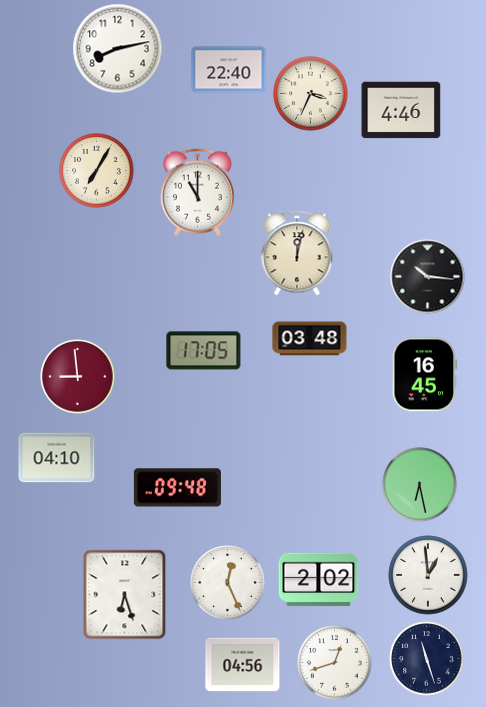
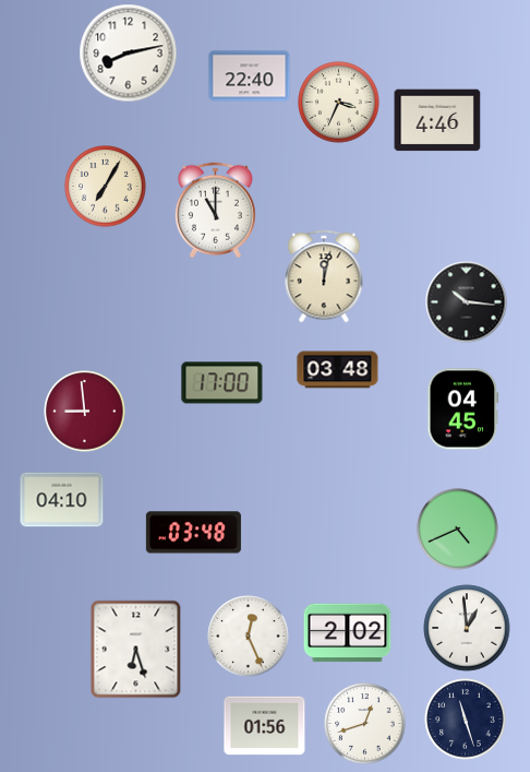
clock at (204, 351): 17:05 -> 17:00
clock at (425, 375): 16:45 -> 04:45
clock at (420, 485): 6:28 -> 4:41
clock at (177, 488): 09:48 -> 03:48
clock at (243, 665): 04:56 -> 01:56
